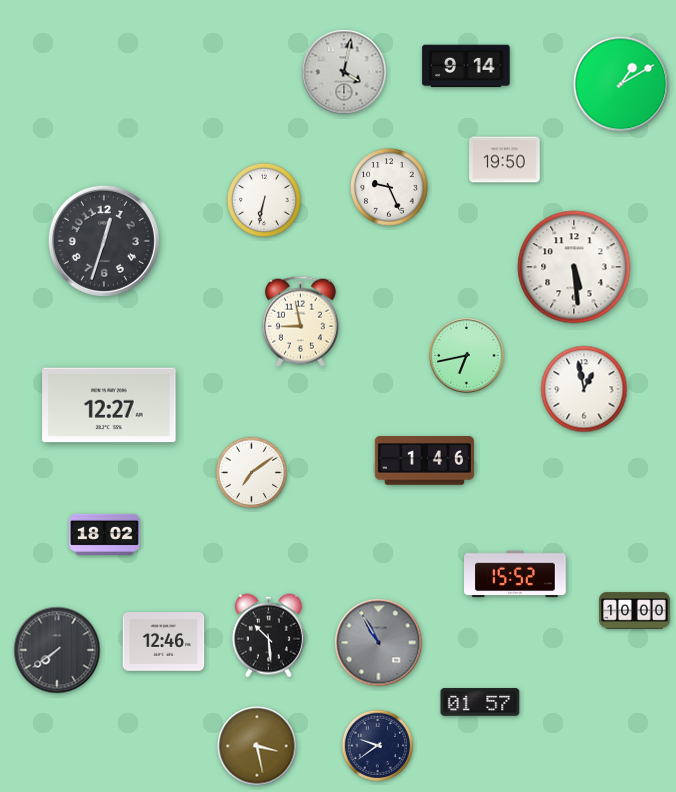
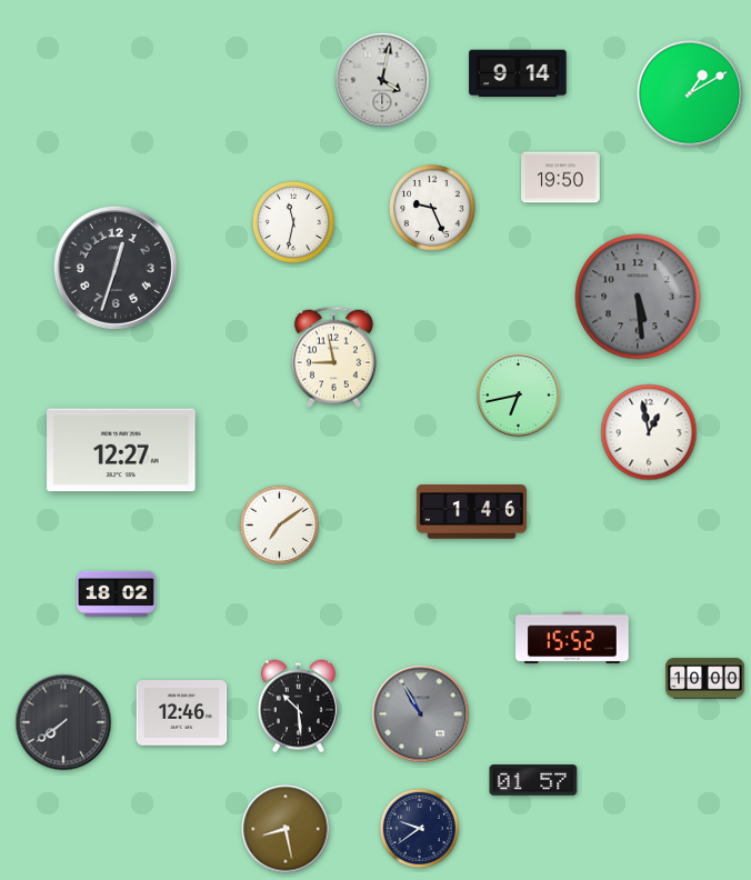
clock at (264, 200): 6:32 -> 11:32
clock at (574, 267) dial: white -> grey
clock at (257, 746): 3:28 -> 8:28
